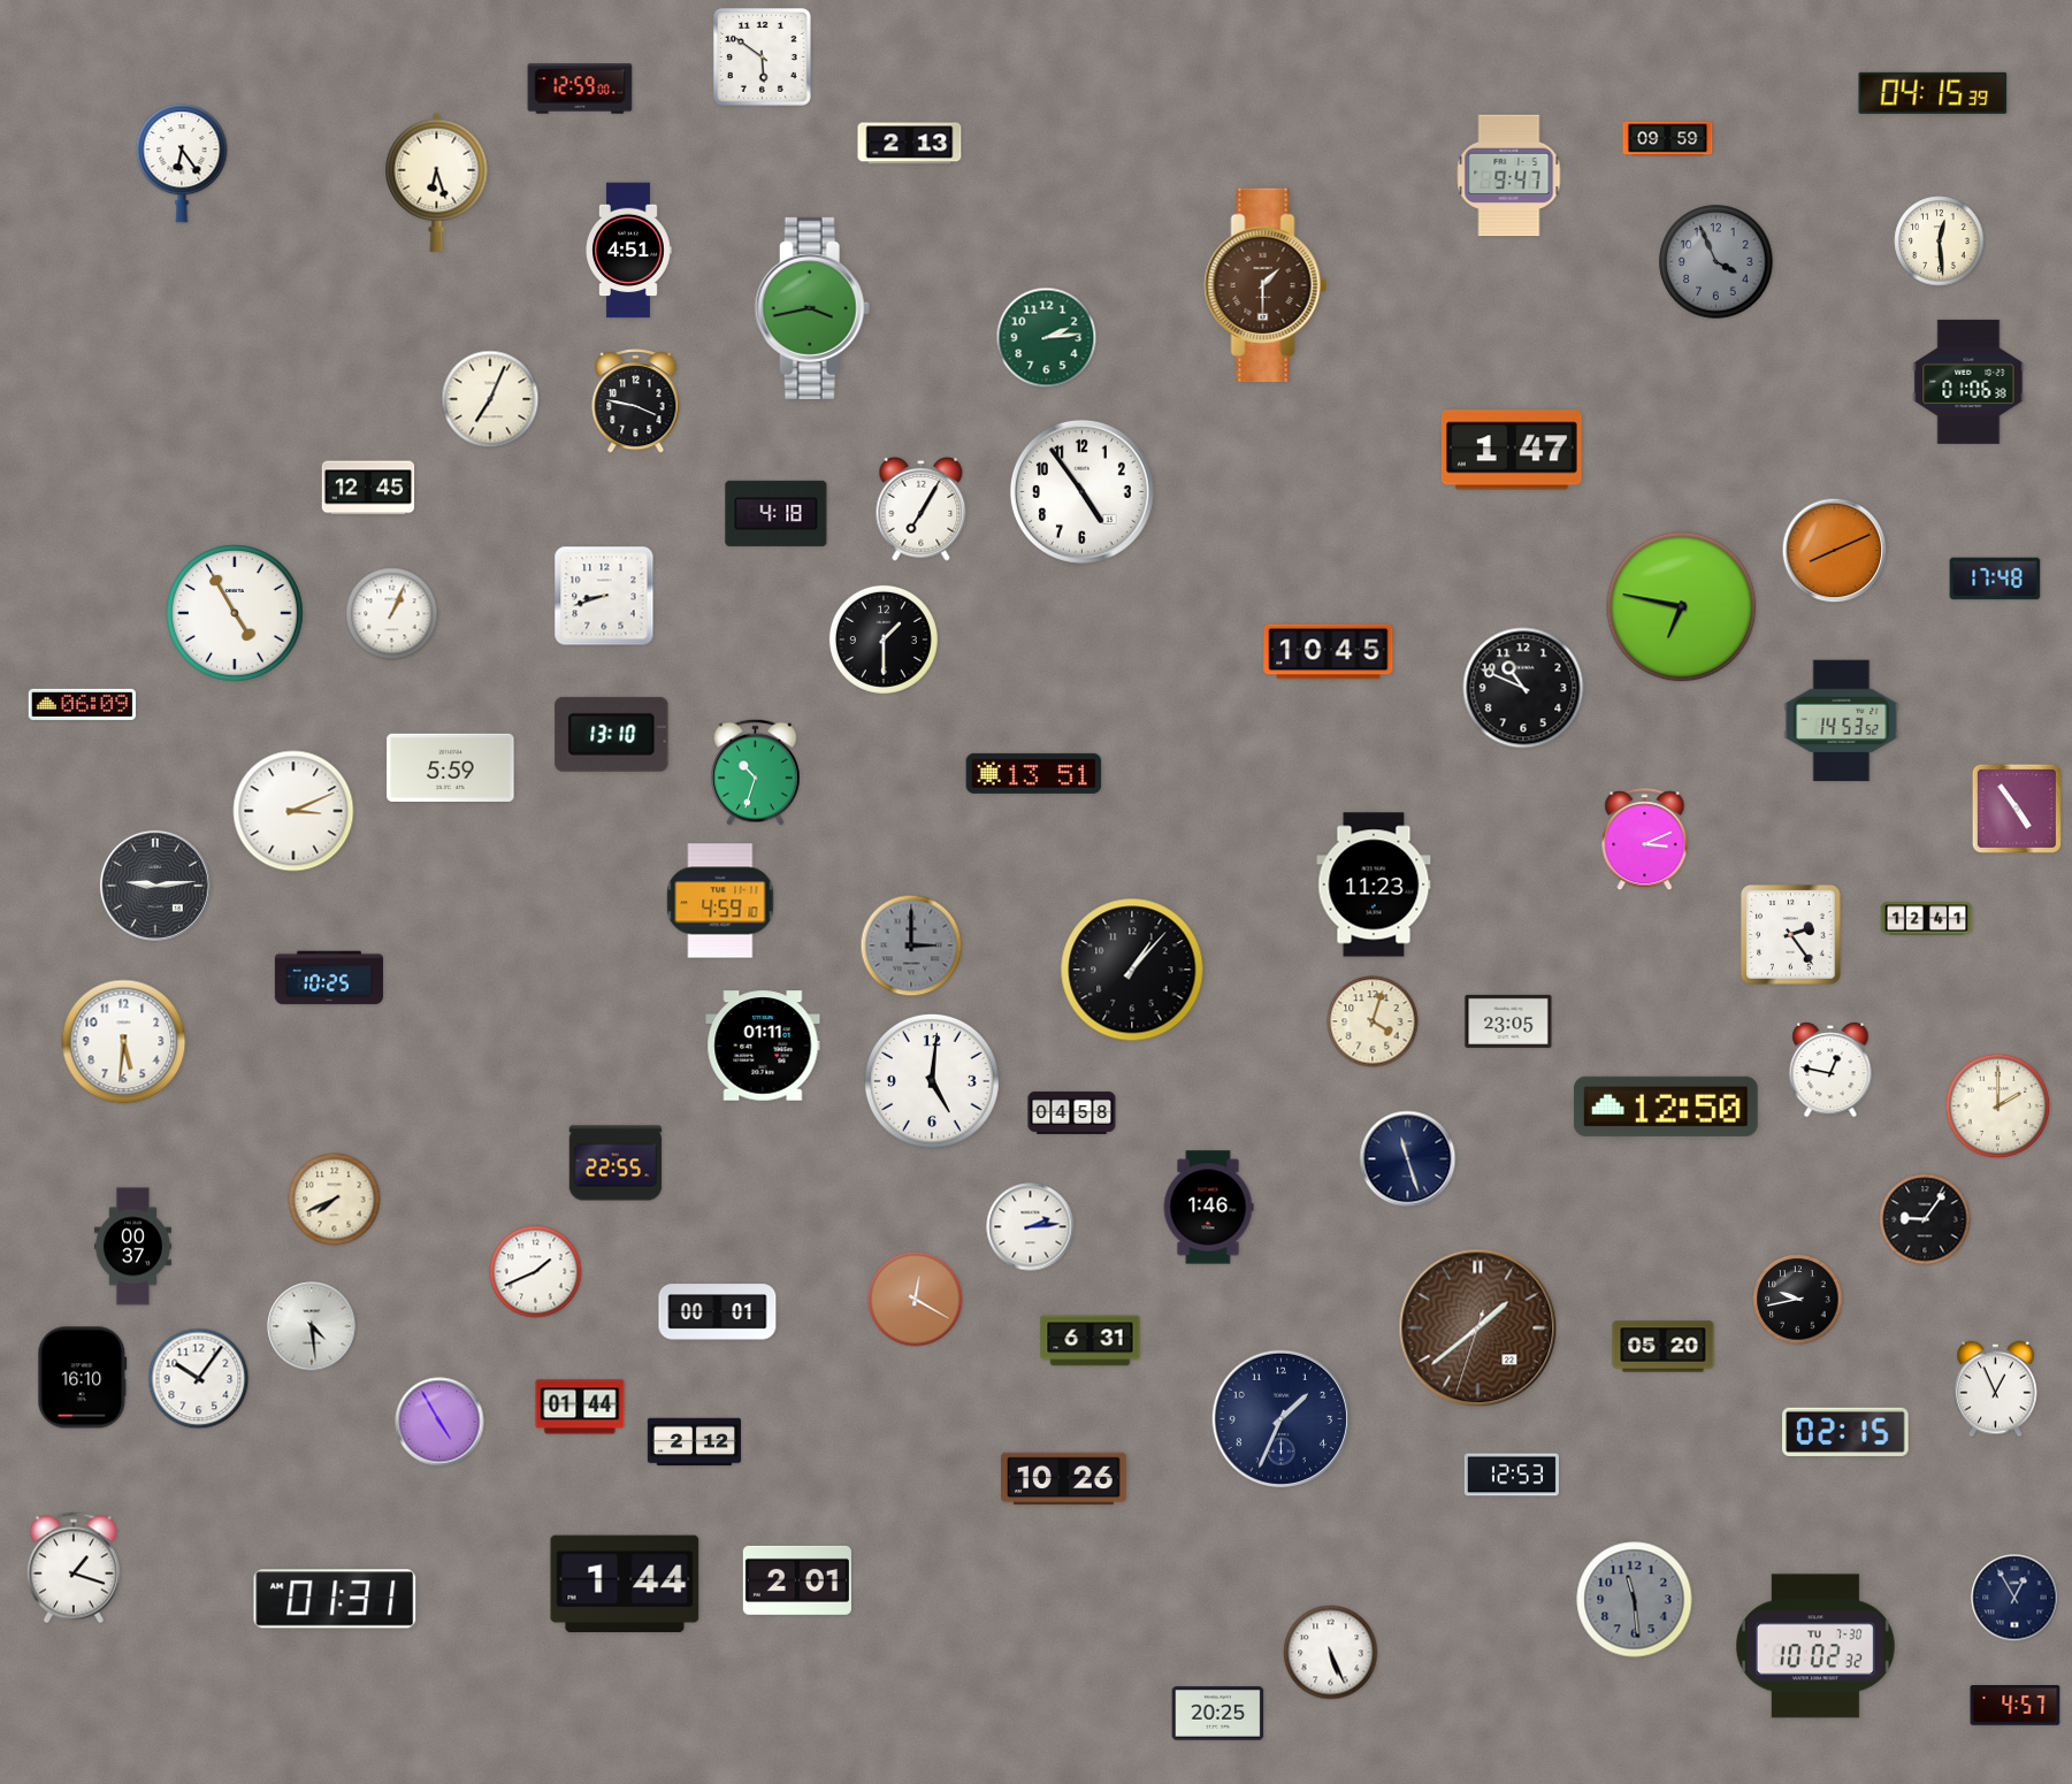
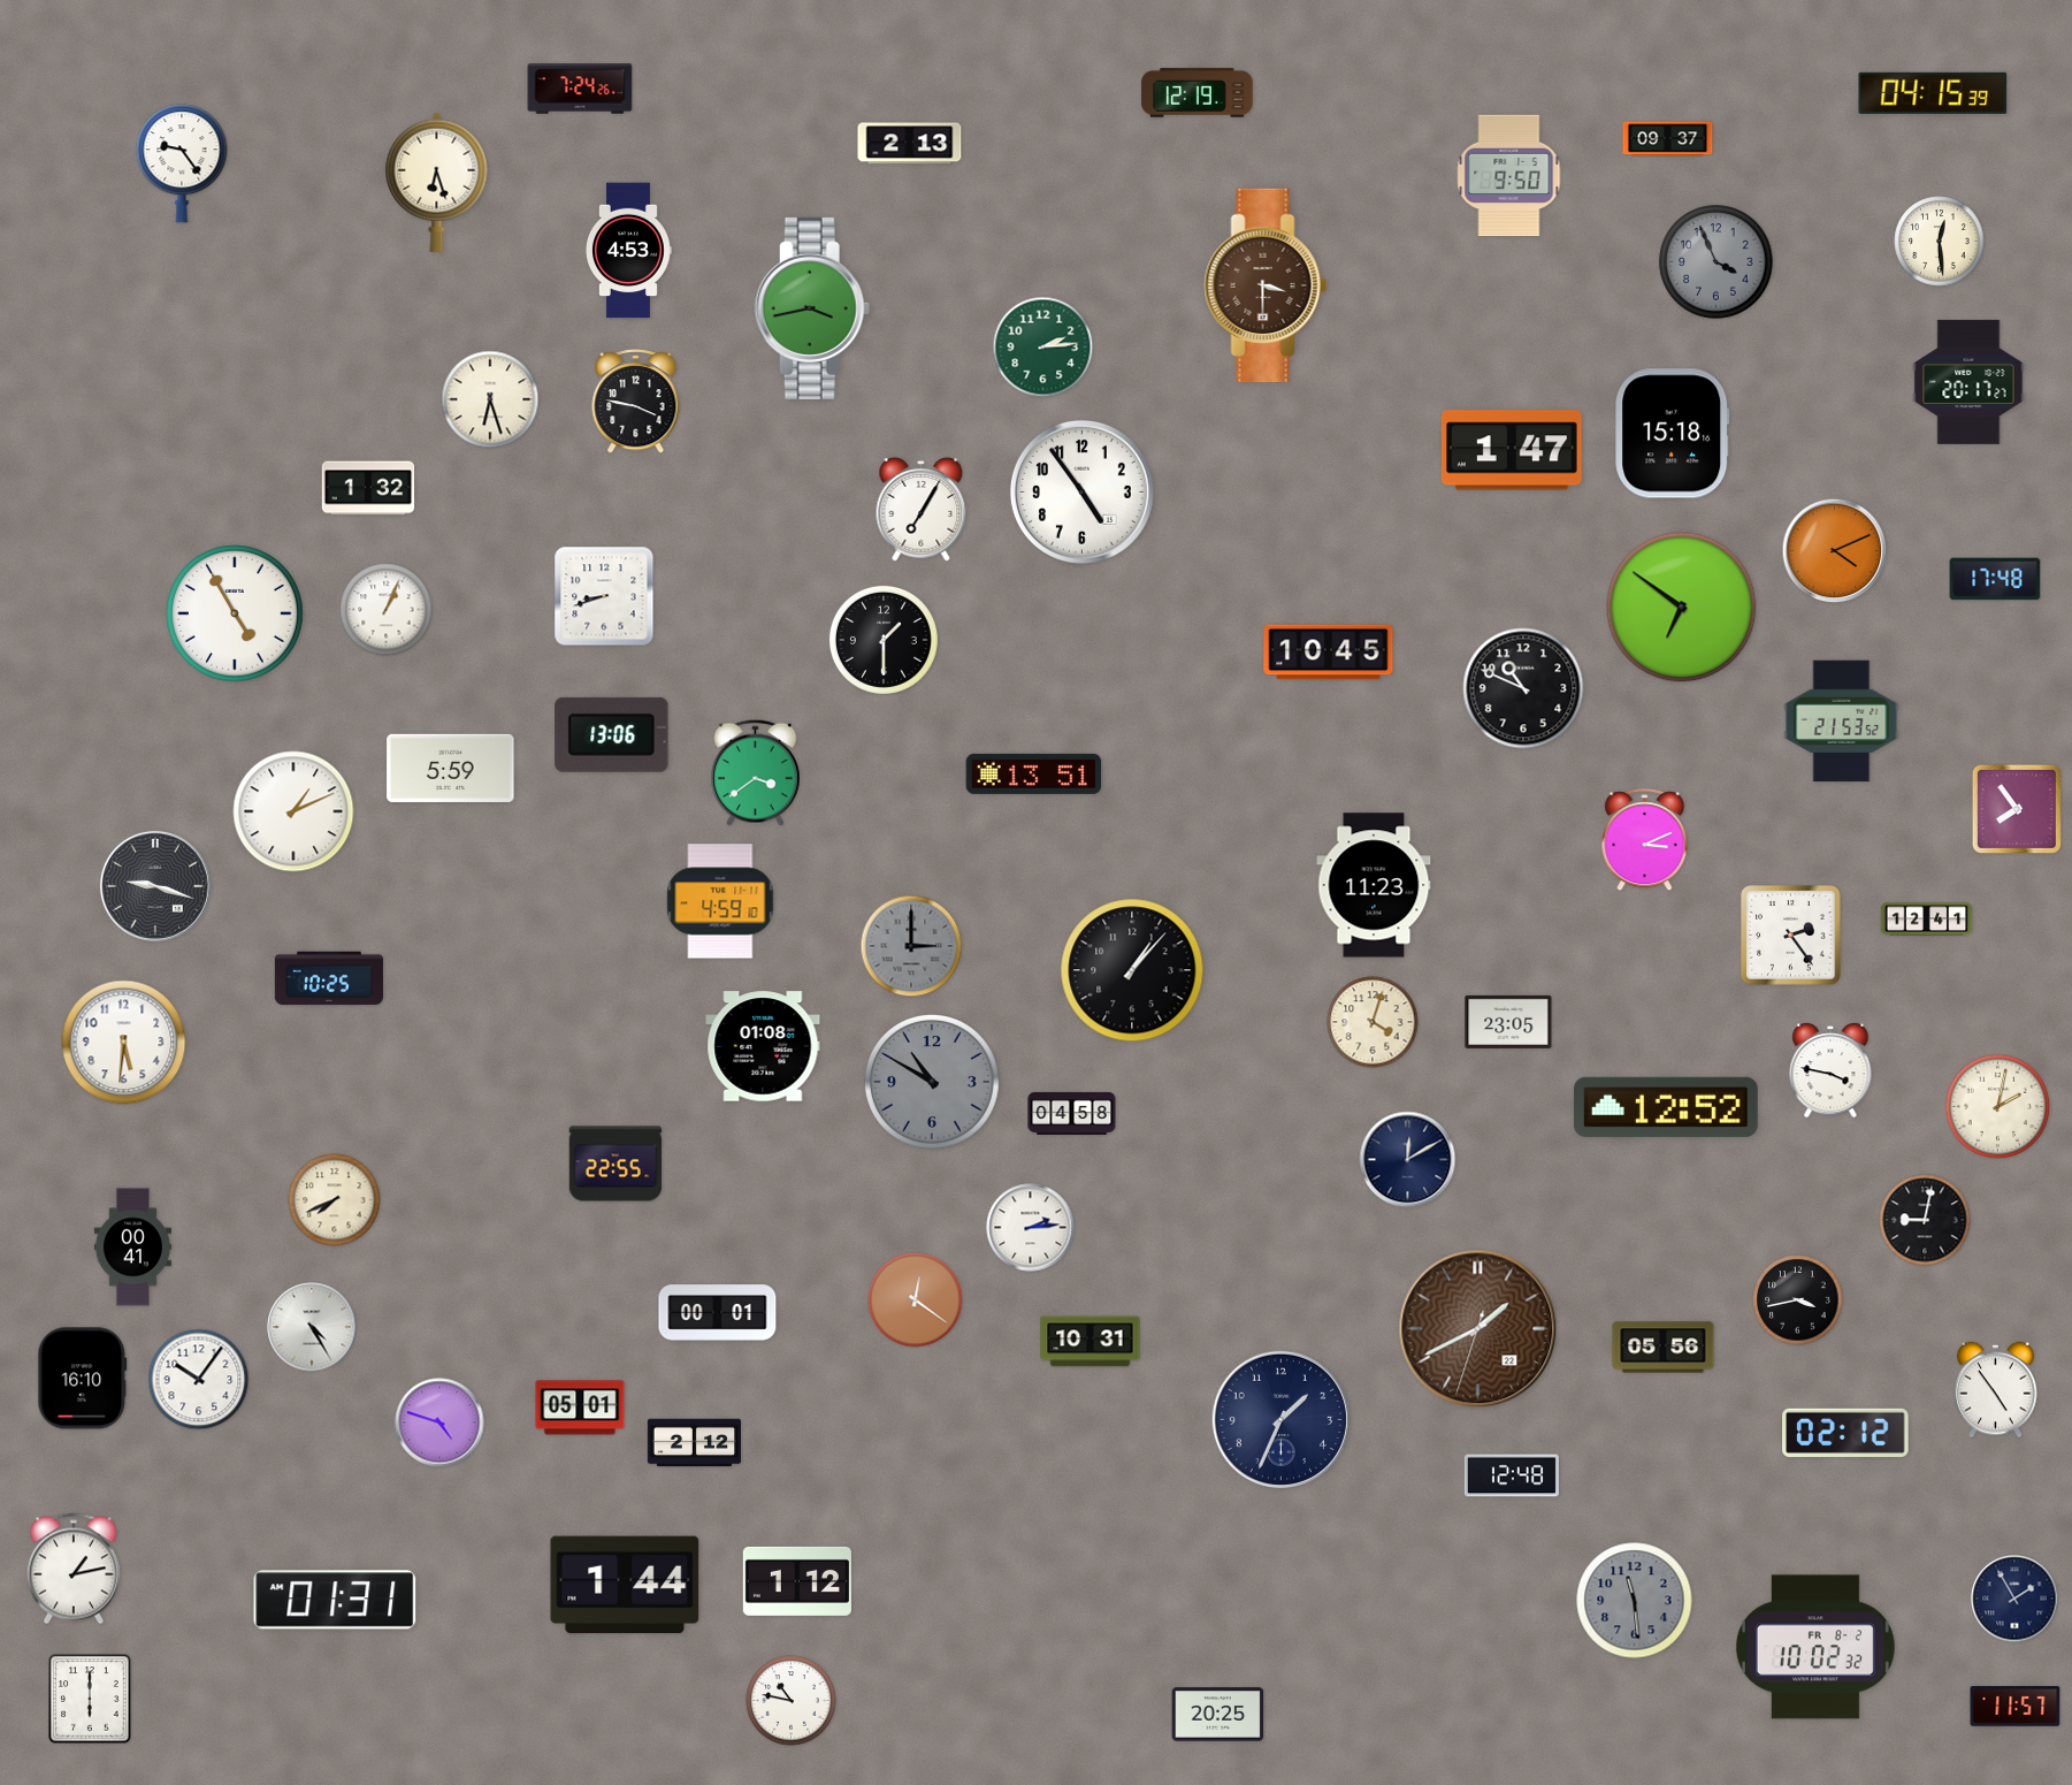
clock at (762, 56): 5:51 -> none
clock at (580, 89): 12:59 -> 7:24
clock at (1198, 93): none -> 12:19
clock at (1668, 139): 09:59 -> 09:37
clock at (182, 163): 6:24 -> 9:24
clock at (1509, 176): 9:47 -> 9:50
clock at (629, 251): 4:51 -> 4:53
clock at (1266, 285): 1:30 -> 3:30
clock at (1047, 338) position: (1047, 338) -> (1043, 348)
clock at (1968, 382): 01:06 -> 20:17
clock at (490, 399): 7:04 -> 6:27
clock at (1673, 434): none -> 15:18
clock at (368, 488): 12:45 -> 1:32
clock at (777, 513): 4:18 -> none
clock at (1835, 551): 8:11 -> 4:11
clock at (1682, 607): 6:47 -> 6:51
clock at (392, 614) position: (392, 614) -> (387, 610)
clock at (83, 704): 06:09 -> none
clock at (1842, 721): 14:53 -> 21:53
clock at (612, 734): 13:10 -> 13:06
clock at (756, 772): 10:33 -> 3:39
clock at (2017, 809): 4:54 -> 7:54
clock at (293, 811): 3:11 -> 1:11
clock at (155, 886): 9:14 -> 9:18
clock at (763, 1046): 01:11 -> 01:08
clock at (1830, 1071): 12:47 -> 3:47
clock at (932, 1081): 5:01 -> 10:50
clock at (932, 1081) dial: white -> grey
clock at (1666, 1107): 12:50 -> 12:52
clock at (1998, 1107): 2:00 -> 2:02
clock at (1408, 1159): 11:27 -> 12:10
clock at (1208, 1208): 1:46 -> none
clock at (1925, 1219): 9:06 -> 9:02
clock at (132, 1247): 00:37 -> 00:41
clock at (536, 1272): 1:41 -> none
clock at (916, 1300): 12:20 -> 12:21
clock at (1798, 1300): 9:43 -> 3:43
clock at (312, 1326): 4:29 -> 4:25
clock at (1478, 1329): 1:38 -> 1:40
clock at (1091, 1341): 6:31 -> 10:31
clock at (1664, 1347): 05:20 -> 05:56
clock at (1996, 1389): 12:56 -> 4:54
clock at (580, 1407): 01:44 -> 05:01
clock at (439, 1422): 4:55 -> 4:48
clock at (1845, 1432): 02:15 -> 02:12
clock at (1512, 1475): 12:53 -> 12:48
clock at (1064, 1479): 10:26 -> none
clock at (74, 1568): 1:18 -> 1:13
clock at (797, 1580): 2:01 -> 1:12
clock at (2014, 1598): 12:55 -> 1:55
clock at (1815, 1646) date: TU 7-30 -> FR 8-2
clock at (1331, 1653): 5:26 -> none
clock at (90, 1699): none -> 6:00
clock at (792, 1701): none -> 10:47
clock at (2016, 1706): 4:57 -> 11:57
